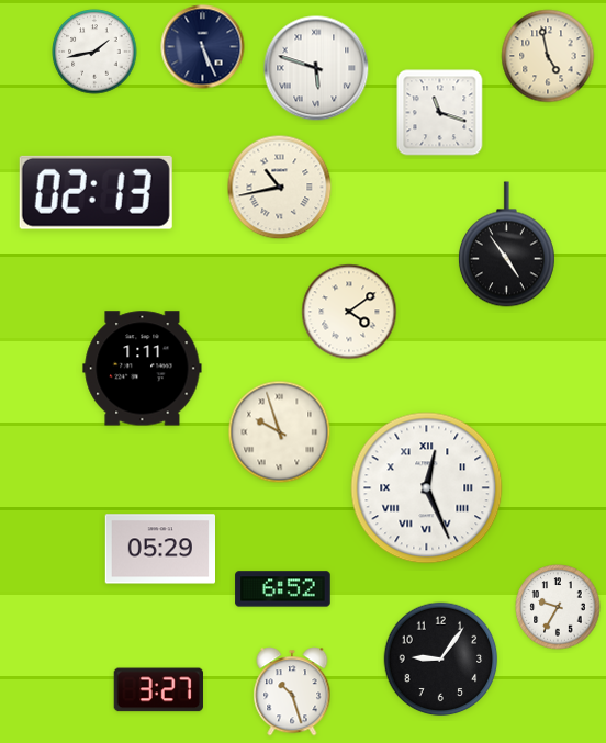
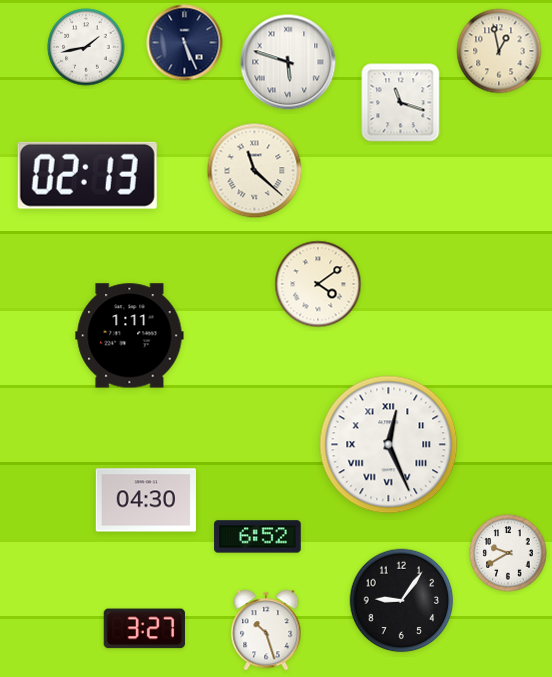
clock at (548, 56): 4:58 -> 12:58
clock at (280, 188): 10:43 -> 11:22
clock at (506, 245): 4:54 -> none
clock at (280, 432): 9:57 -> none
clock at (159, 549): 05:29 -> 04:30
clock at (558, 607): 9:35 -> 9:40
